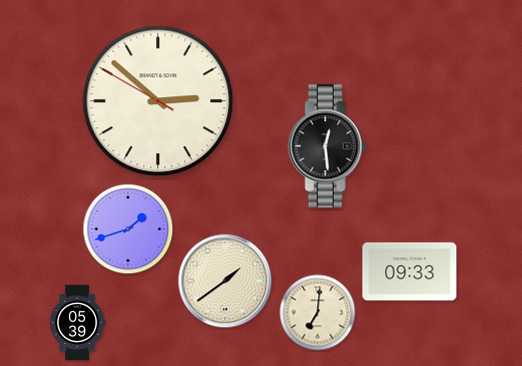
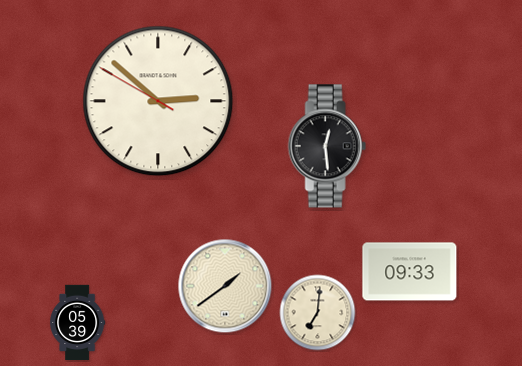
clock at (128, 229): 1:42 -> none
clock at (225, 281) position: (225, 281) -> (225, 286)
